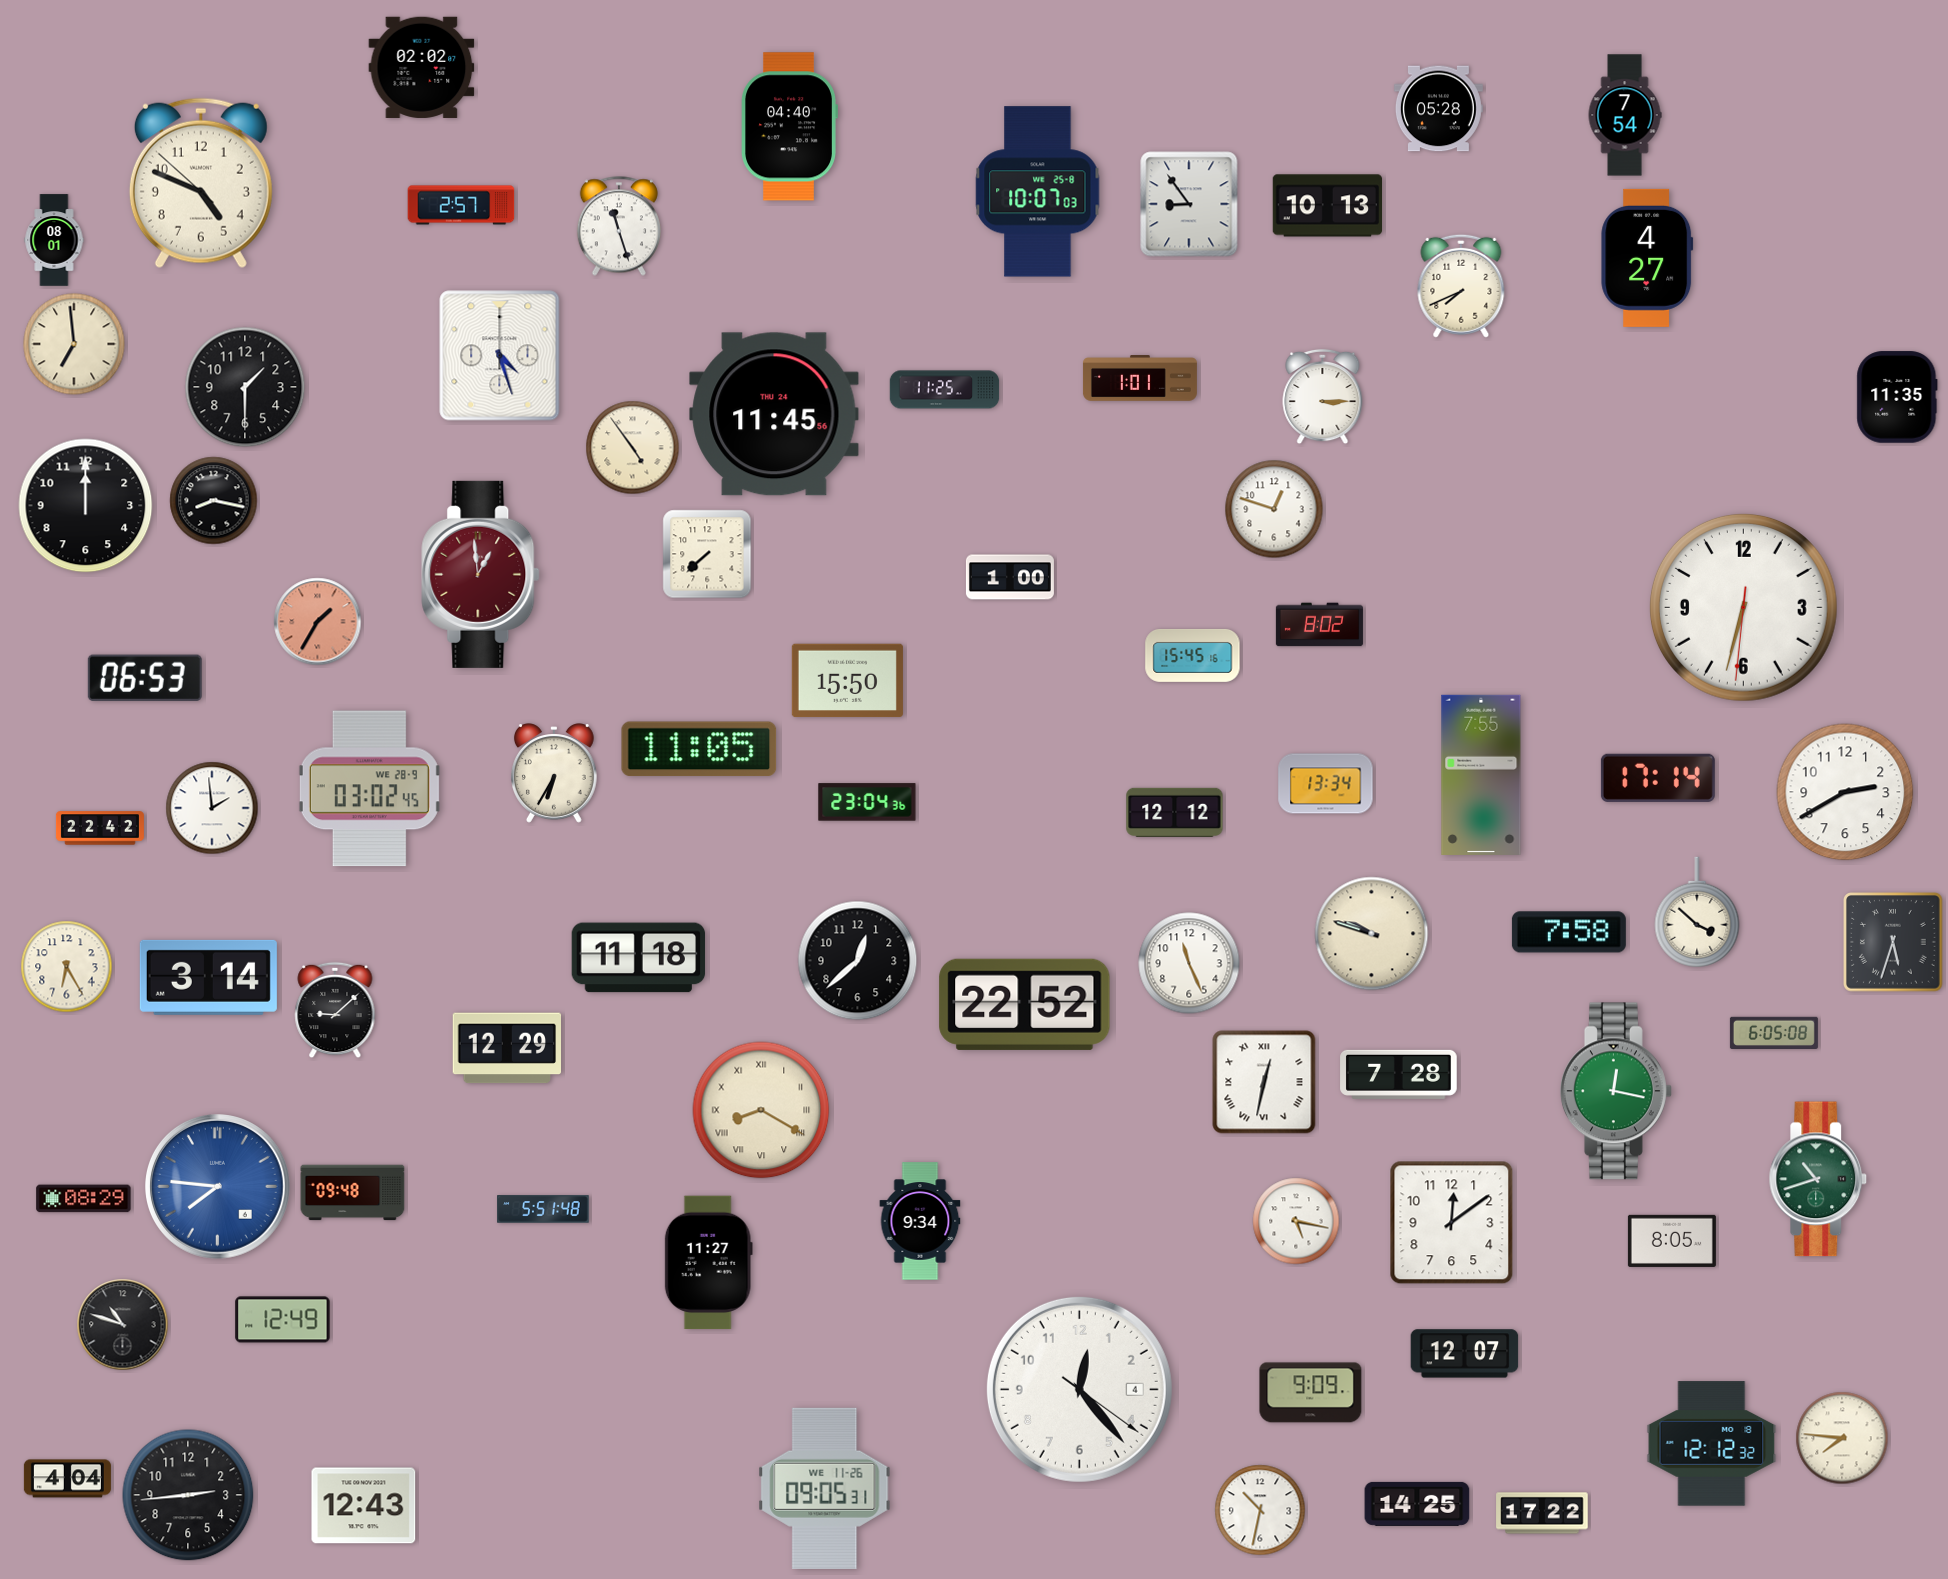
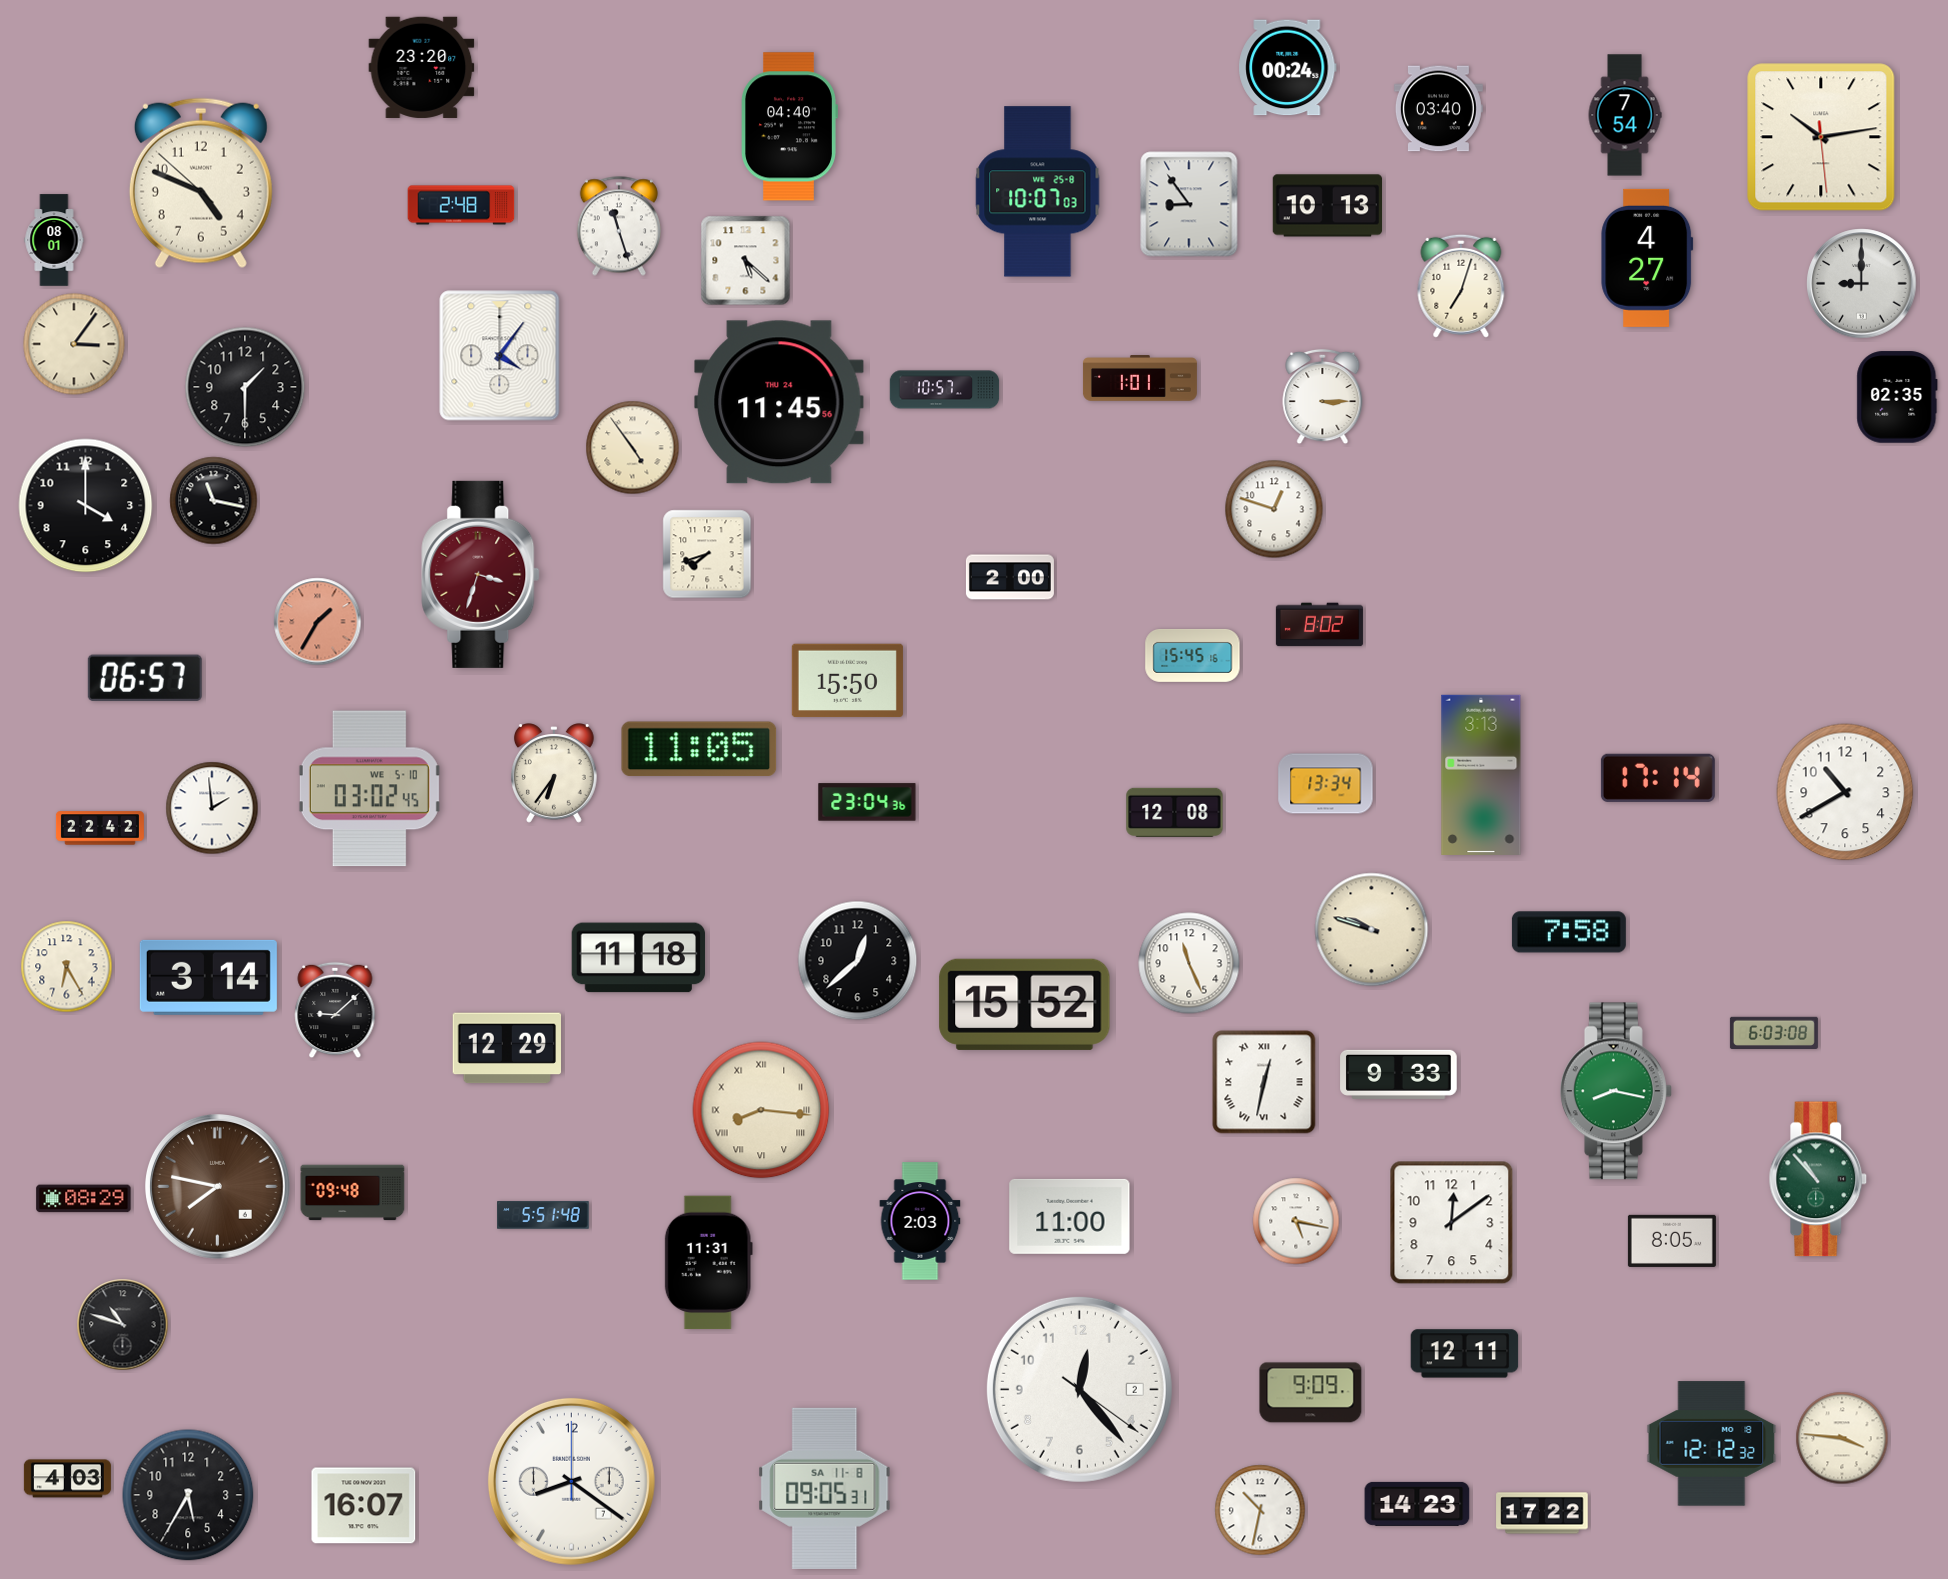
clock at (422, 67): 02:02 -> 23:20
clock at (1288, 68): none -> 00:24
clock at (1438, 109): 05:28 -> 03:40
clock at (1821, 137): none -> 10:13
clock at (461, 205): 2:57 -> 2:48
clock at (746, 261): none -> 5:22
clock at (1862, 284): none -> 9:00
clock at (1461, 286): 7:41 -> 7:03
clock at (74, 344): 6:59 -> 3:06
clock at (500, 356): 4:27 -> 4:06
clock at (945, 390): 11:25 -> 10:57
clock at (1897, 397): 11:35 -> 02:35
clock at (774, 414) position: (774, 414) -> (779, 402)
clock at (214, 501): 8:17 -> 11:17
clock at (86, 506): 12:00 -> 4:00
clock at (707, 554): 7:38 -> 7:42
clock at (481, 574): 12:59 -> 3:33
clock at (1010, 577): 1:00 -> 2:00
clock at (1743, 607): 6:32 -> none
clock at (145, 678): 06:53 -> 06:57
clock at (554, 773): 6:35 -> 6:36
clock at (1481, 775): 7:55 -> 3:13
clock at (369, 789) date: WE 28-9 -> WE 5-10
clock at (1845, 792): 2:40 -> 10:40
clock at (1175, 812): 12:12 -> 12:08
clock at (1697, 912): 3:52 -> none
clock at (1372, 934) position: (1372, 934) -> (1372, 930)
clock at (1894, 943): 5:33 -> none
clock at (1025, 1004): 22:52 -> 15:52
clock at (1774, 1032): 6:05 -> 6:03
clock at (1399, 1074): 7:28 -> 9:33
clock at (1616, 1091): 12:17 -> 8:17
clock at (761, 1110): 8:20 -> 8:16
clock at (1818, 1179): 10:42 -> 10:53
clock at (218, 1187): 7:46 -> 7:47
clock at (218, 1187) dial: blue -> brown
clock at (543, 1209) position: (543, 1209) -> (543, 1215)
clock at (1070, 1216): none -> 11:00
clock at (920, 1221): 9:34 -> 2:03
clock at (708, 1263): 11:27 -> 11:31
clock at (283, 1320): 12:49 -> none
clock at (1465, 1354): 12:07 -> 12:11
clock at (1079, 1389) date: 4 -> 2
clock at (1842, 1438): 7:46 -> 3:46
clock at (67, 1479): 4:04 -> 4:03
clock at (571, 1481): none -> 8:21
clock at (825, 1488) date: WE 11-26 -> SA 11-8
clock at (188, 1495): 2:44 -> 5:35
clock at (1417, 1504): 14:25 -> 14:23
clock at (364, 1506): 12:43 -> 16:07
